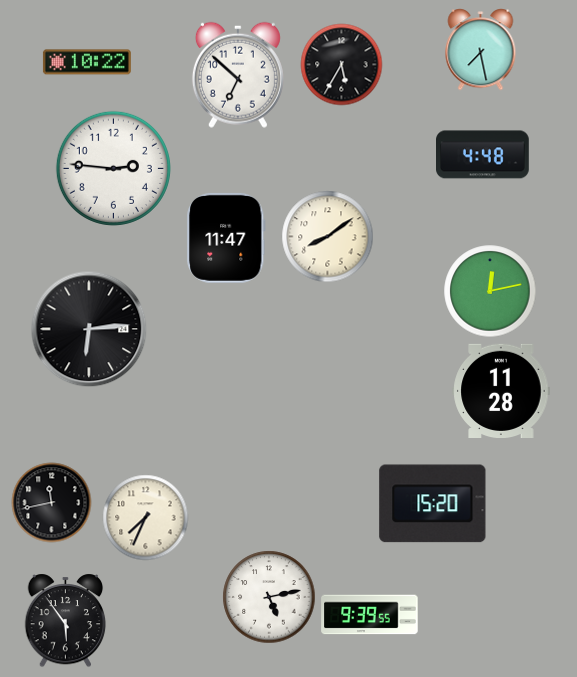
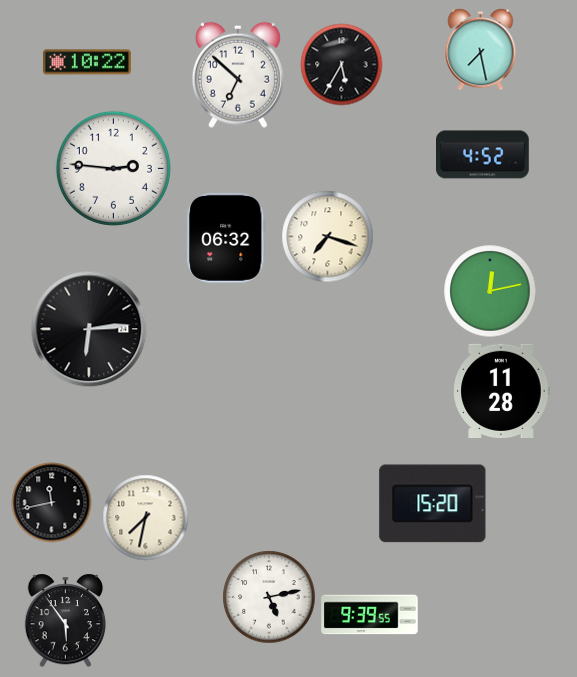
clock at (483, 155): 4:48 -> 4:52
clock at (327, 236): 8:09 -> 7:18
clock at (227, 238): 11:47 -> 06:32
clock at (145, 517): 7:34 -> 7:32
